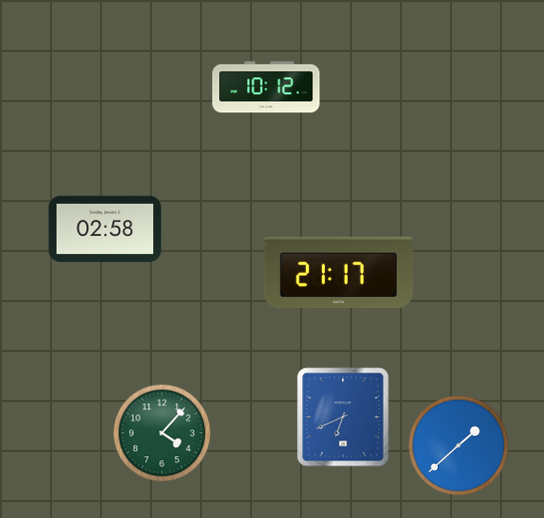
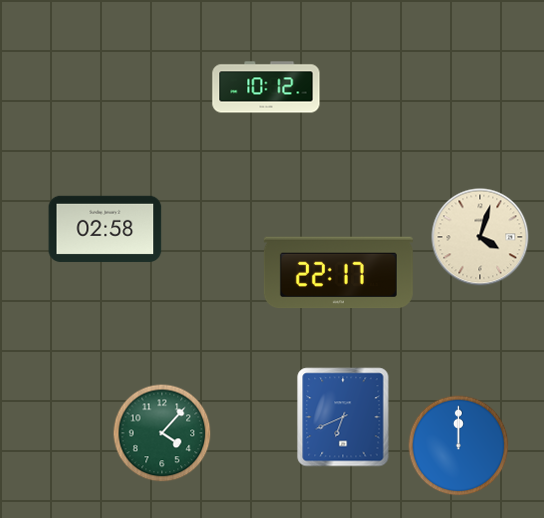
clock at (480, 237): none -> 4:03
clock at (338, 273): 21:17 -> 22:17
clock at (459, 446): 1:38 -> 12:00
